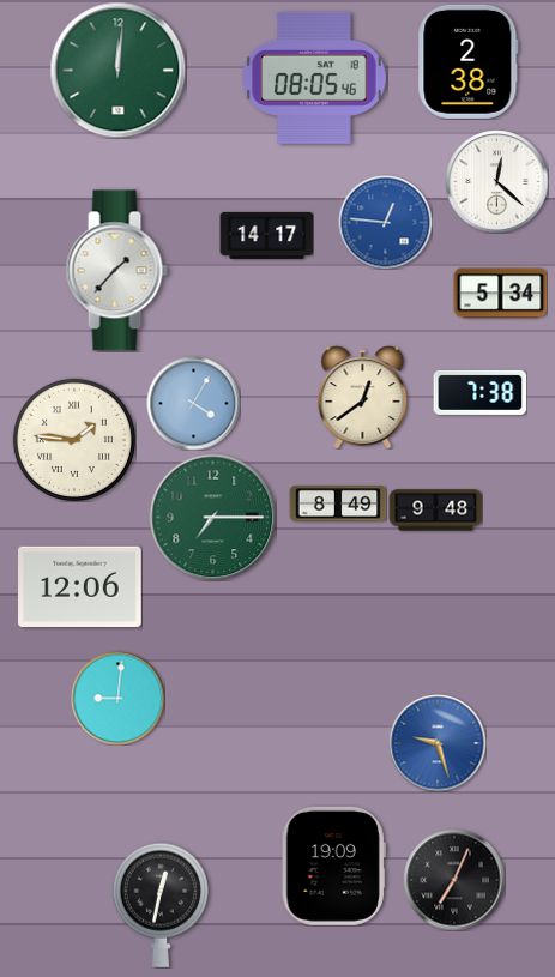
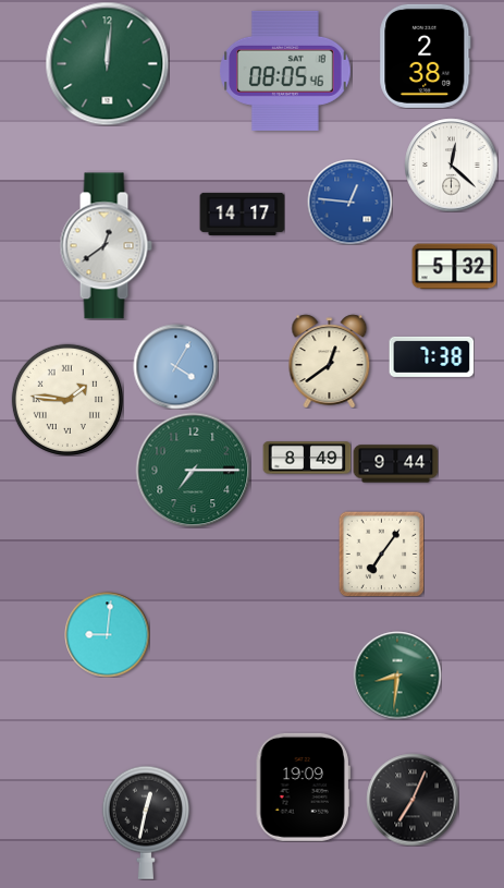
clock at (116, 271): 1:37 -> 12:39
clock at (500, 294): 5:34 -> 5:32
clock at (479, 392) position: (479, 392) -> (431, 356)
clock at (435, 511): 9:48 -> 9:44
clock at (80, 587): 12:06 -> none
clock at (381, 554): none -> 7:06
clock at (438, 743): 9:27 -> 8:31
clock at (438, 743) dial: blue -> green
